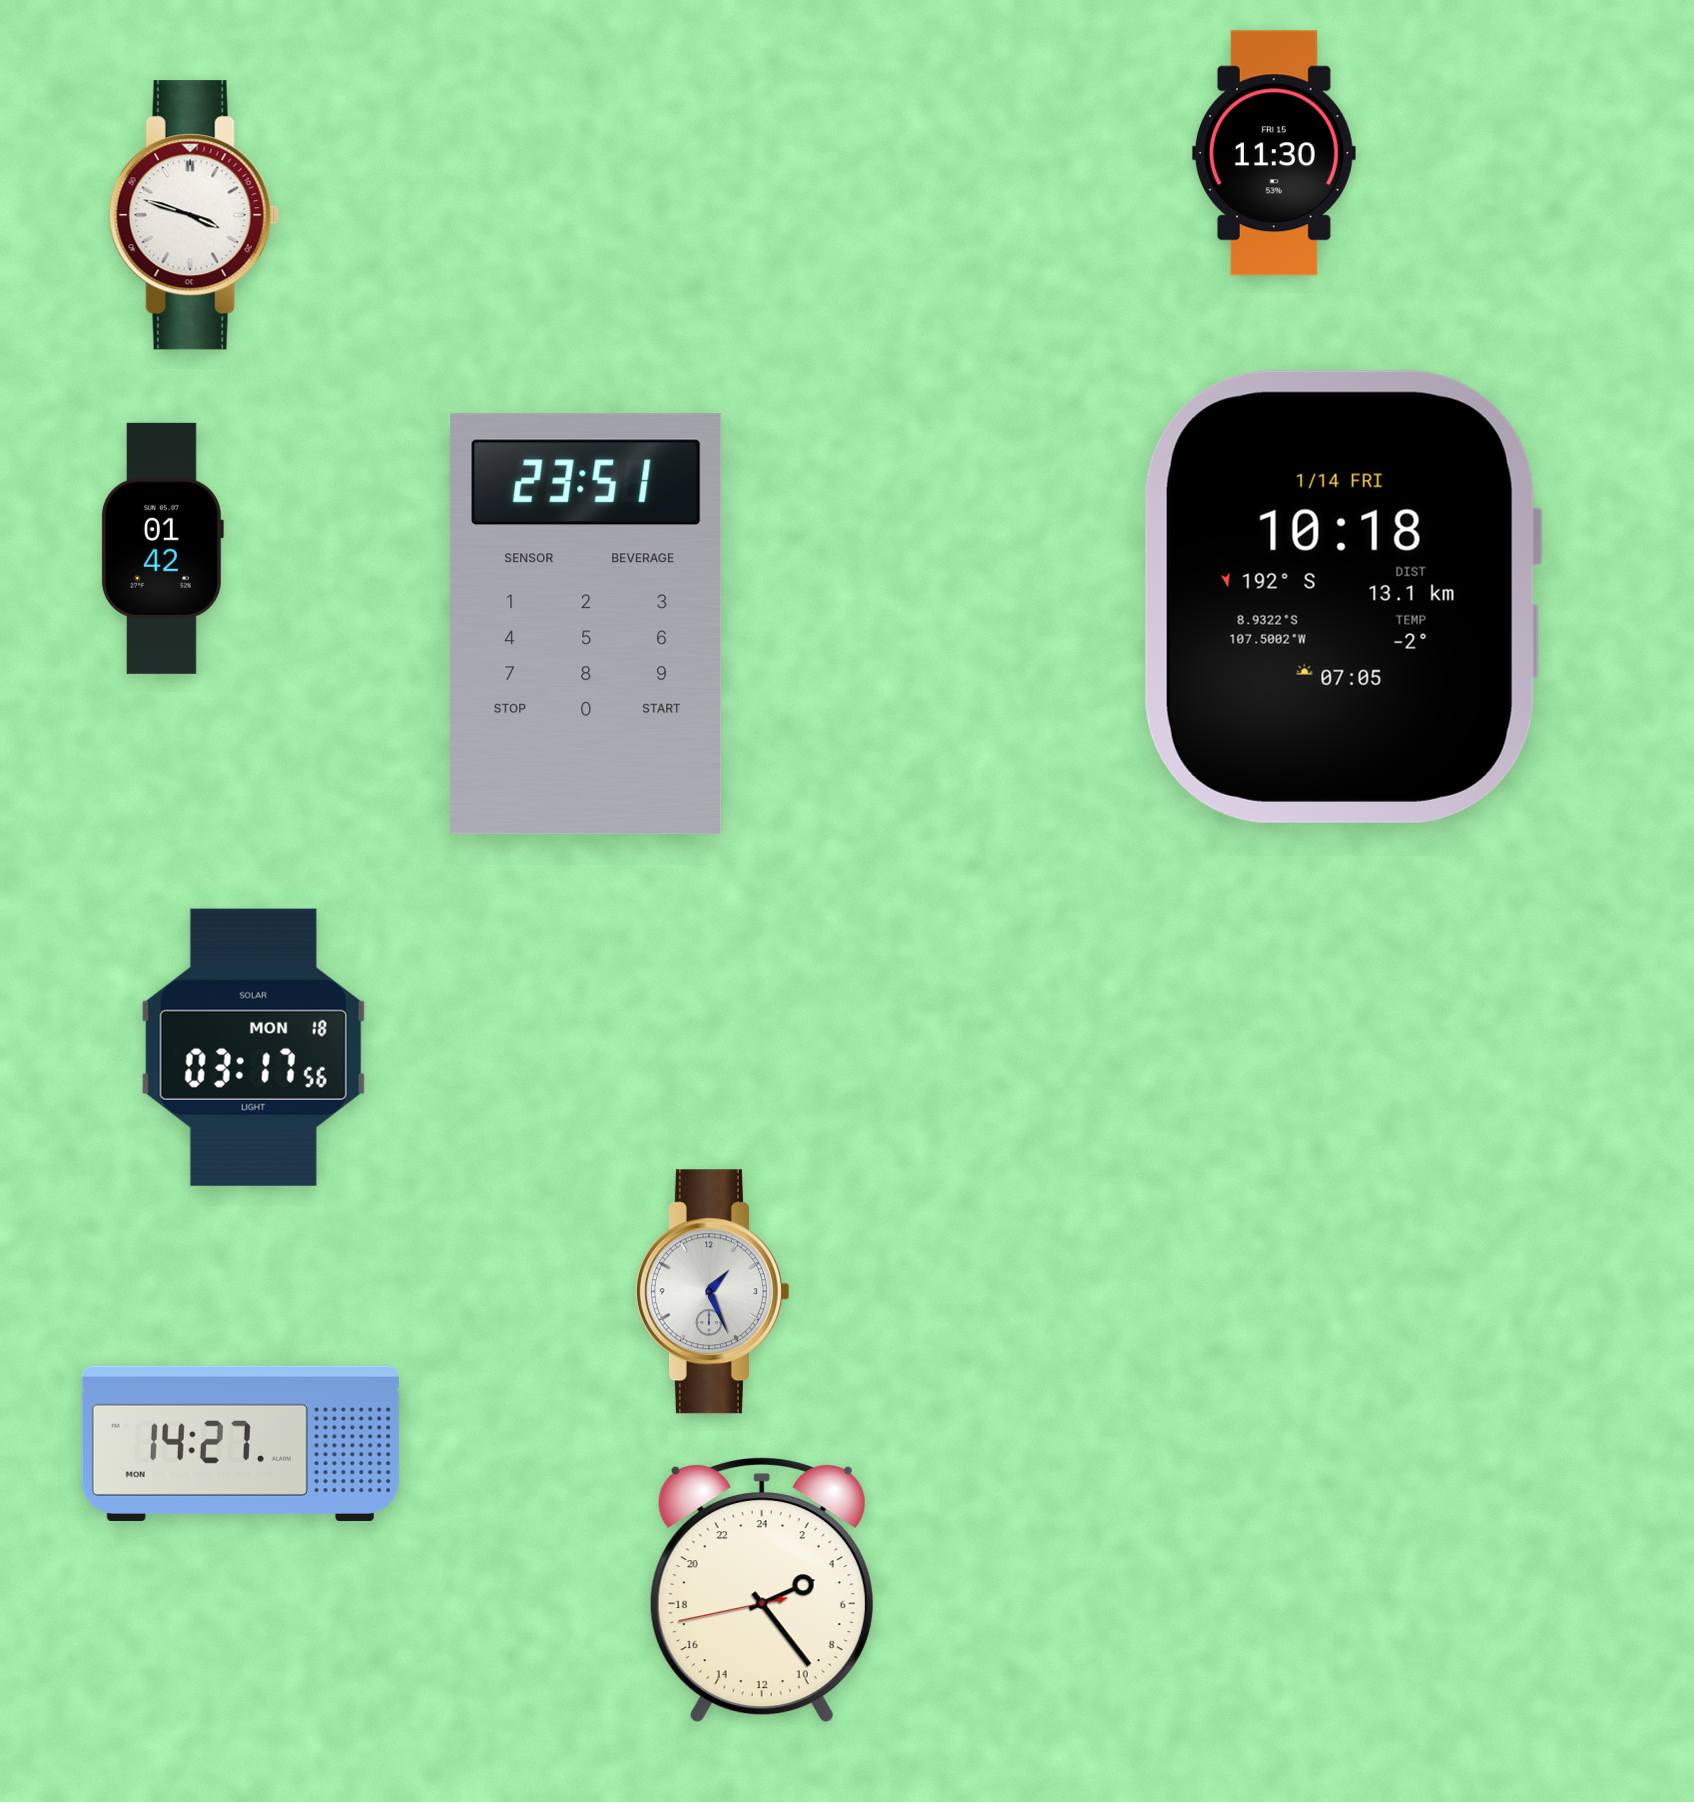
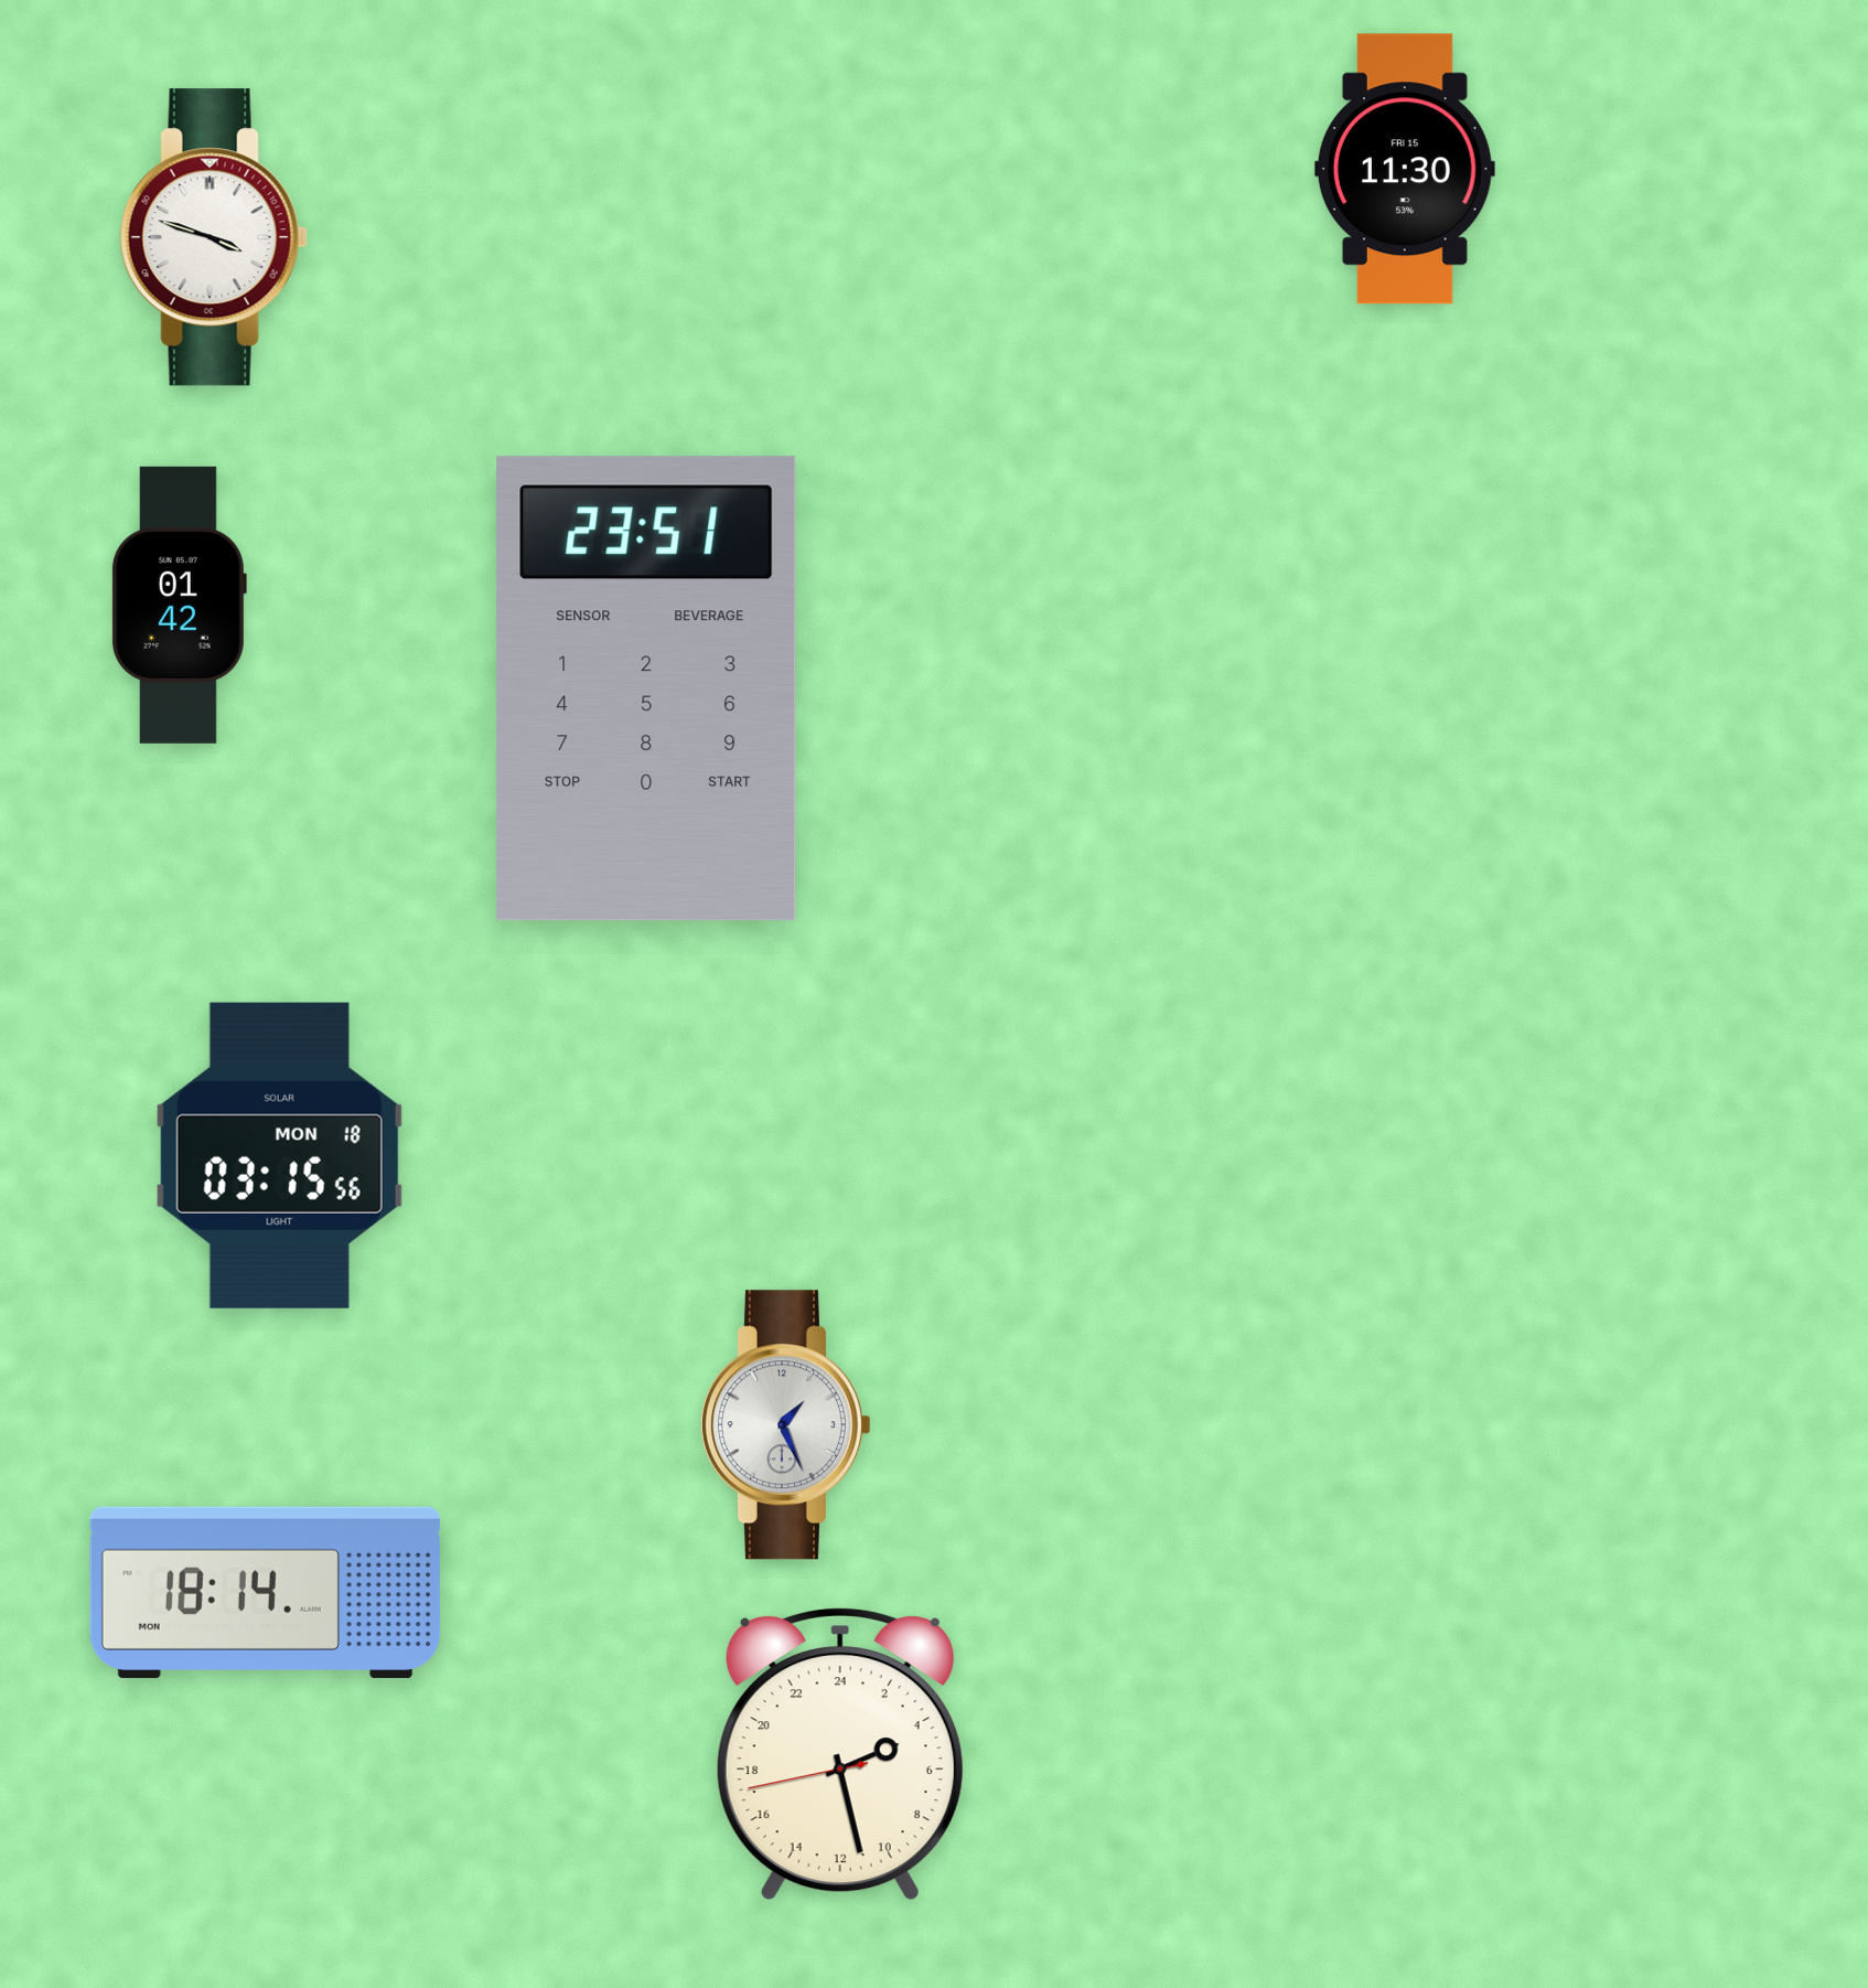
clock at (1343, 597): 10:18 -> none
clock at (253, 1047): 03:17 -> 03:15
clock at (240, 1443): 14:27 -> 18:14
clock at (762, 1591): 4:23 -> 4:27
